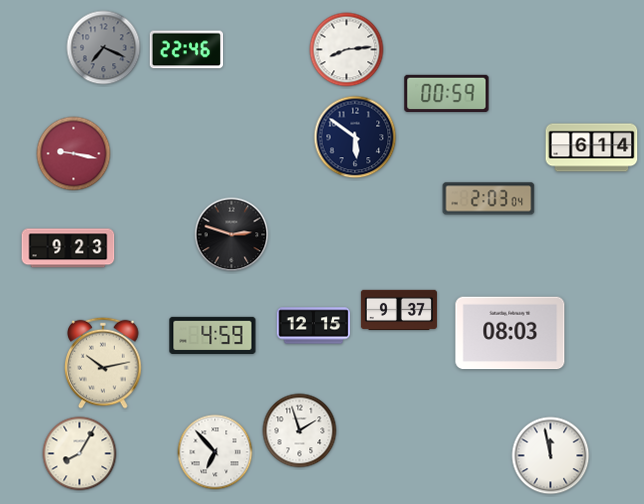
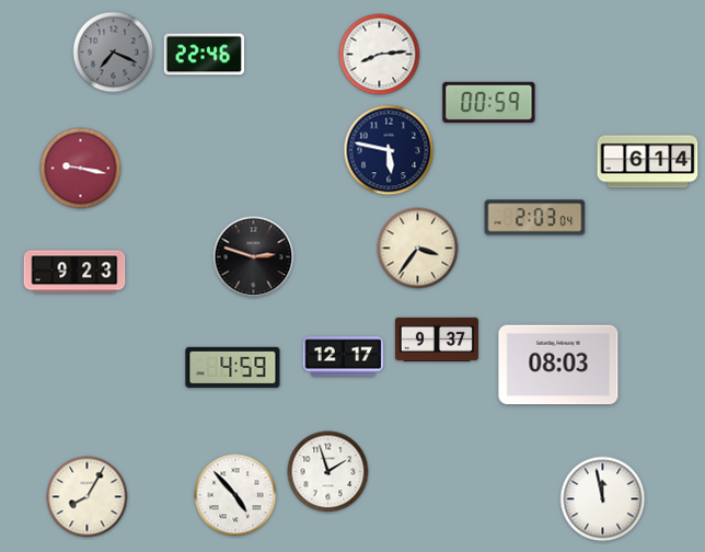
clock at (355, 137): 5:51 -> 5:47
clock at (418, 249): none -> 3:36
clock at (314, 326): 12:15 -> 12:17
clock at (103, 363): 10:13 -> none
clock at (215, 452): 6:53 -> 4:53
